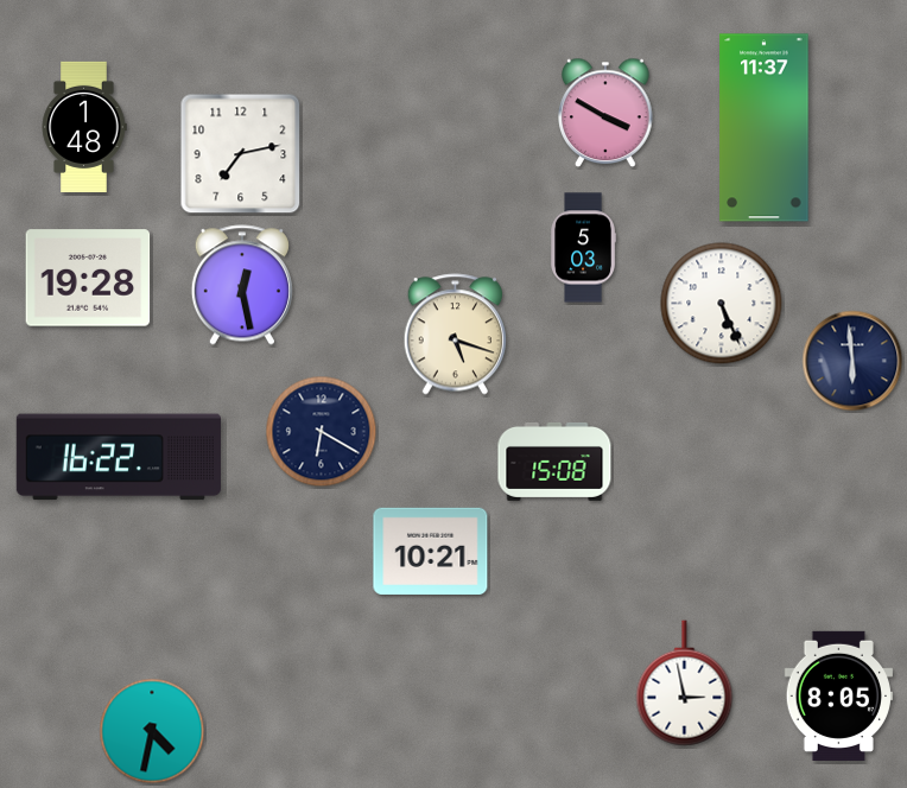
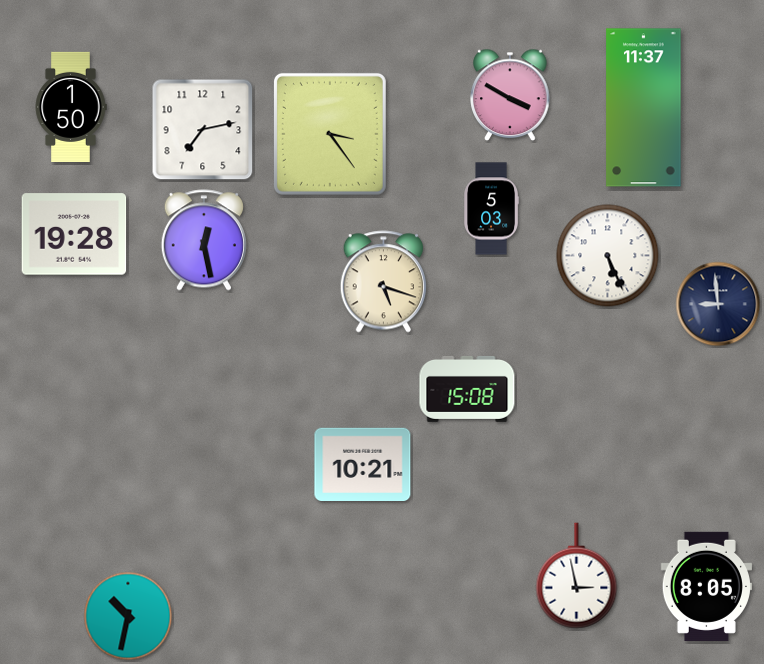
clock at (84, 127): 1:48 -> 1:50
clock at (330, 134): none -> 3:24
clock at (852, 361): 5:59 -> 8:59
clock at (322, 432): 6:20 -> none
clock at (119, 457): 16:22 -> none
clock at (152, 731): 4:32 -> 10:32
